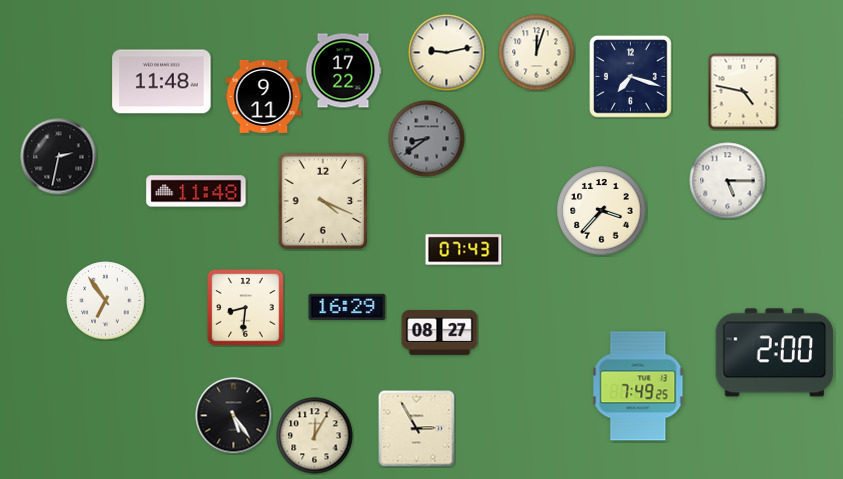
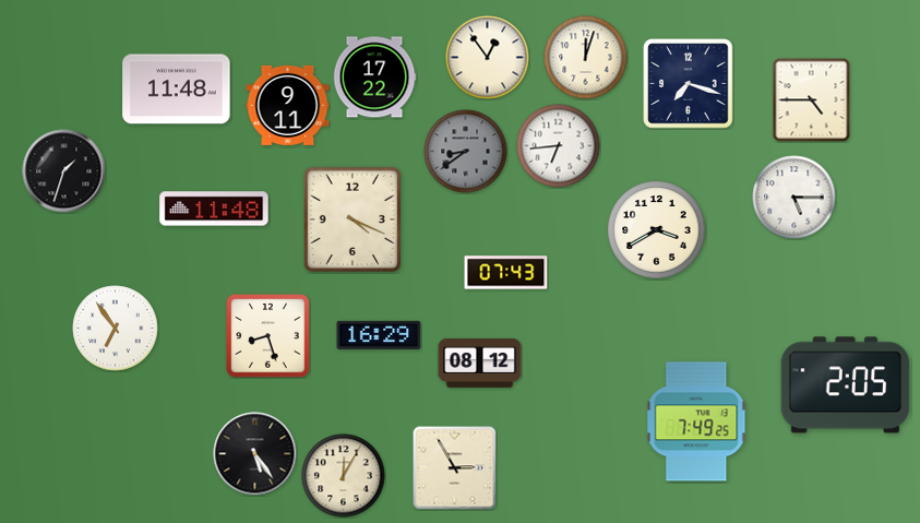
clock at (447, 53): 9:13 -> 12:54
clock at (744, 91): 4:47 -> 4:45
clock at (559, 146): none -> 6:44
clock at (59, 157): 2:32 -> 1:33
clock at (602, 211): 3:37 -> 3:40
clock at (246, 308): 8:31 -> 8:27
clock at (440, 332): 08:27 -> 08:12
clock at (775, 353): 2:00 -> 2:05
